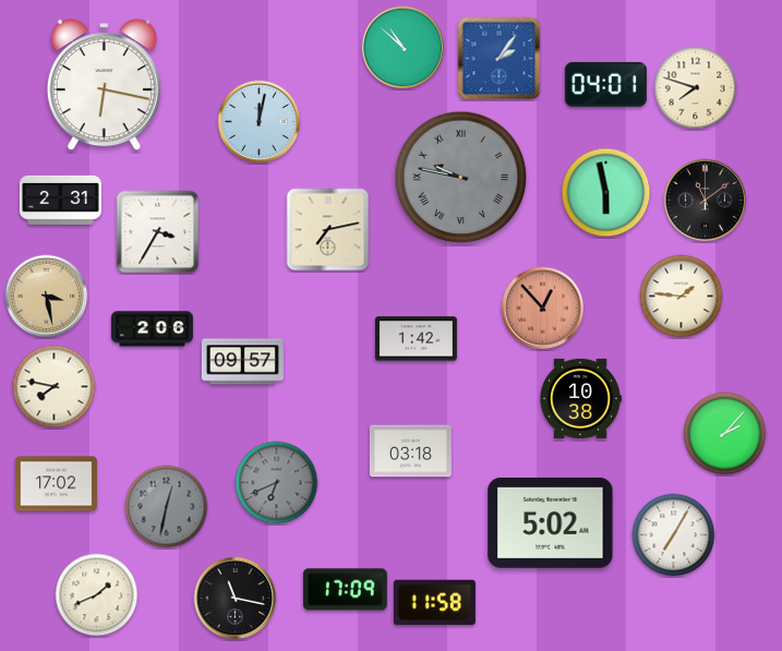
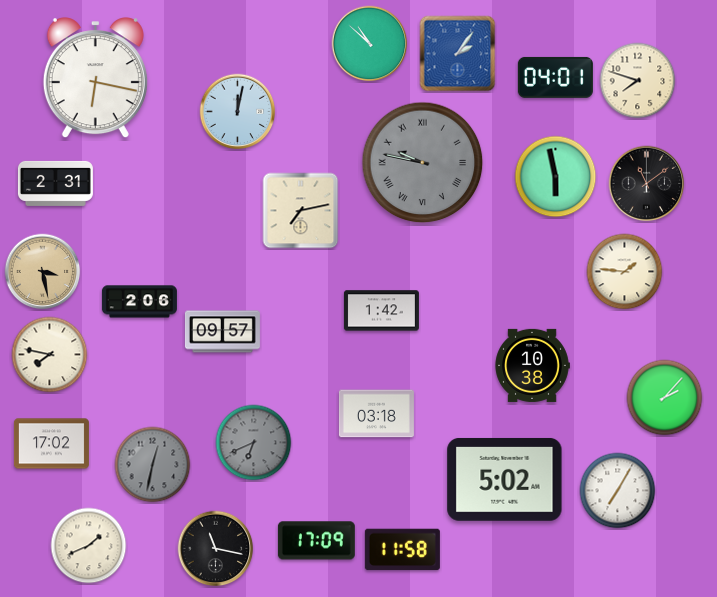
clock at (158, 232): 3:35 -> none
clock at (543, 309): 12:53 -> none
clock at (434, 603) position: (434, 603) -> (402, 550)
